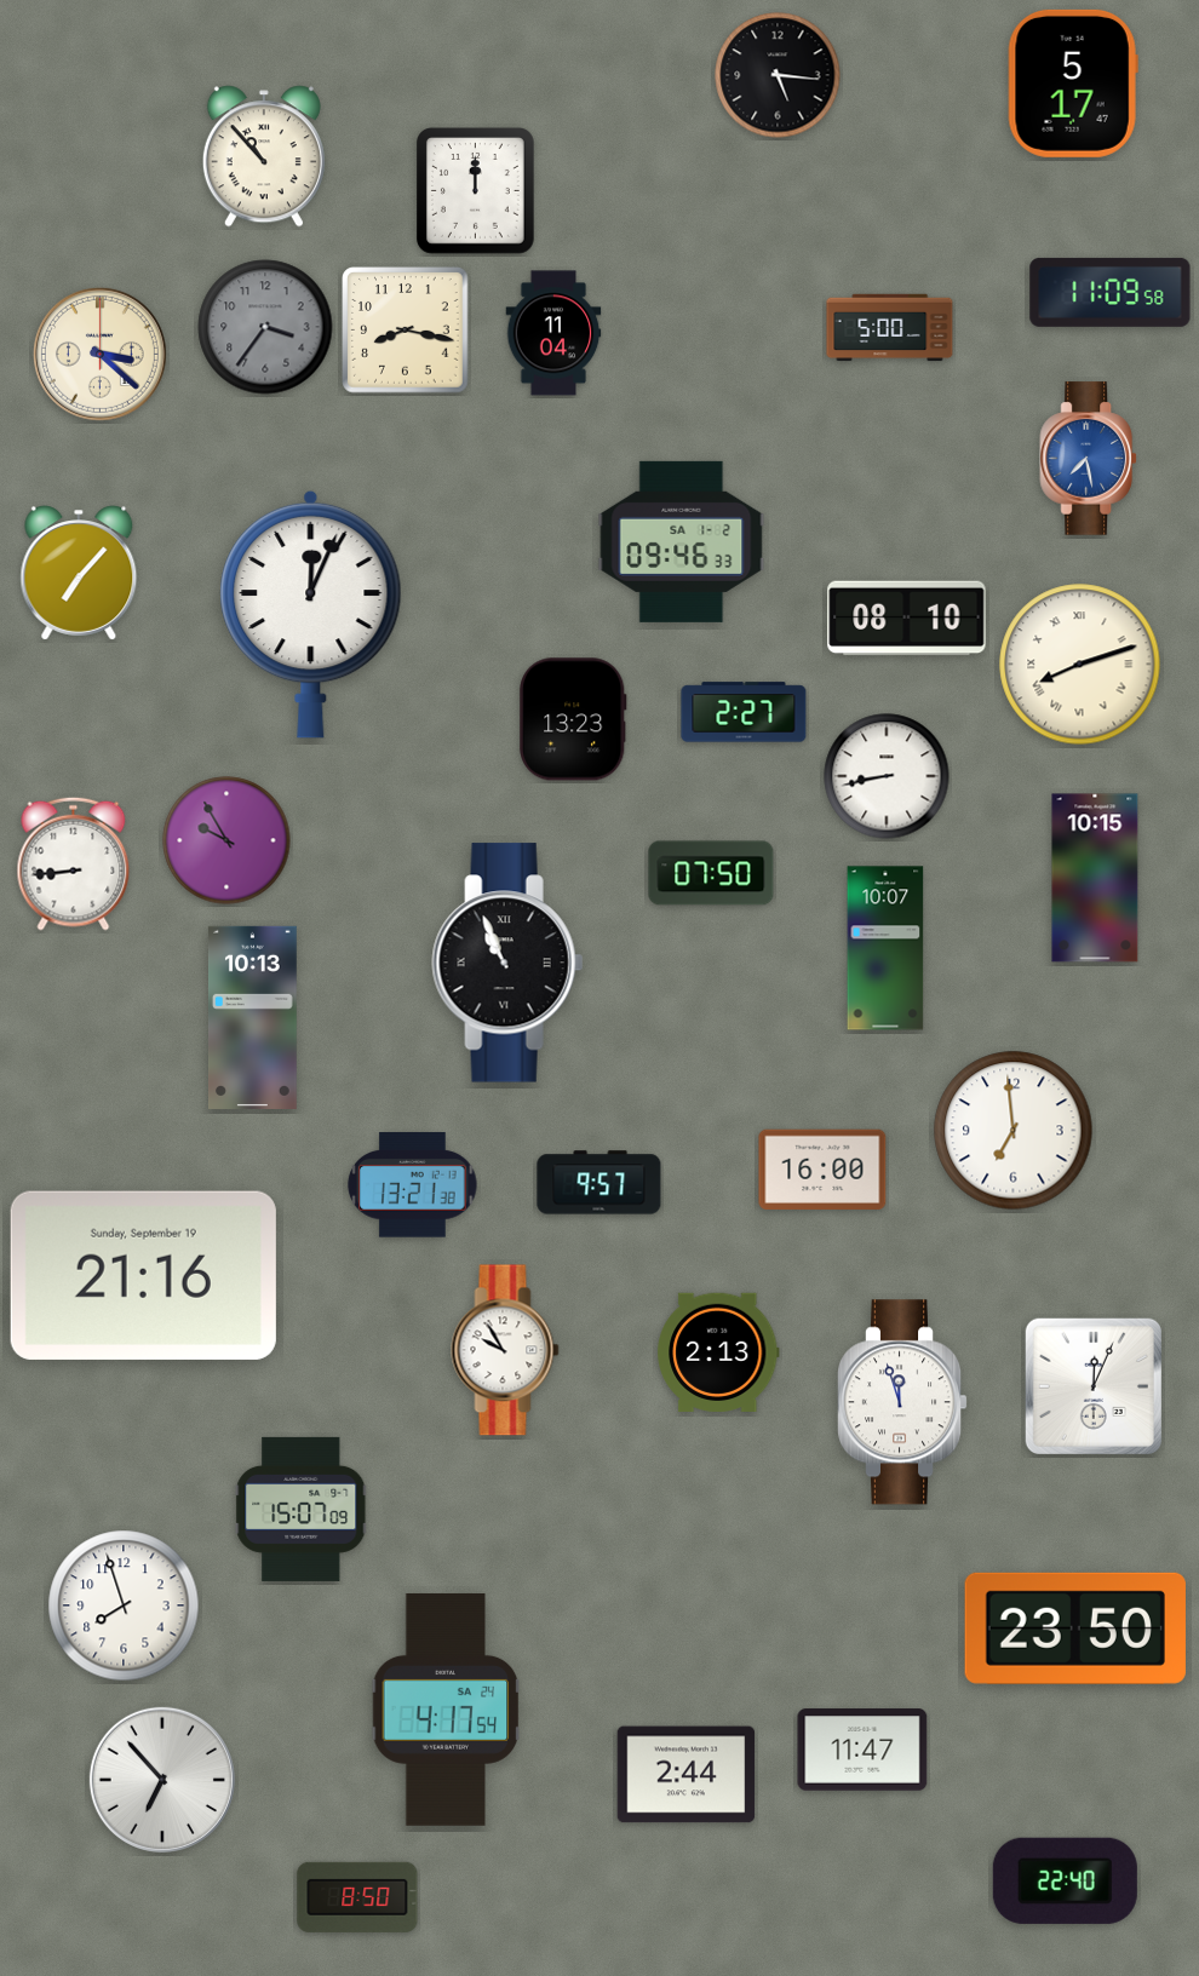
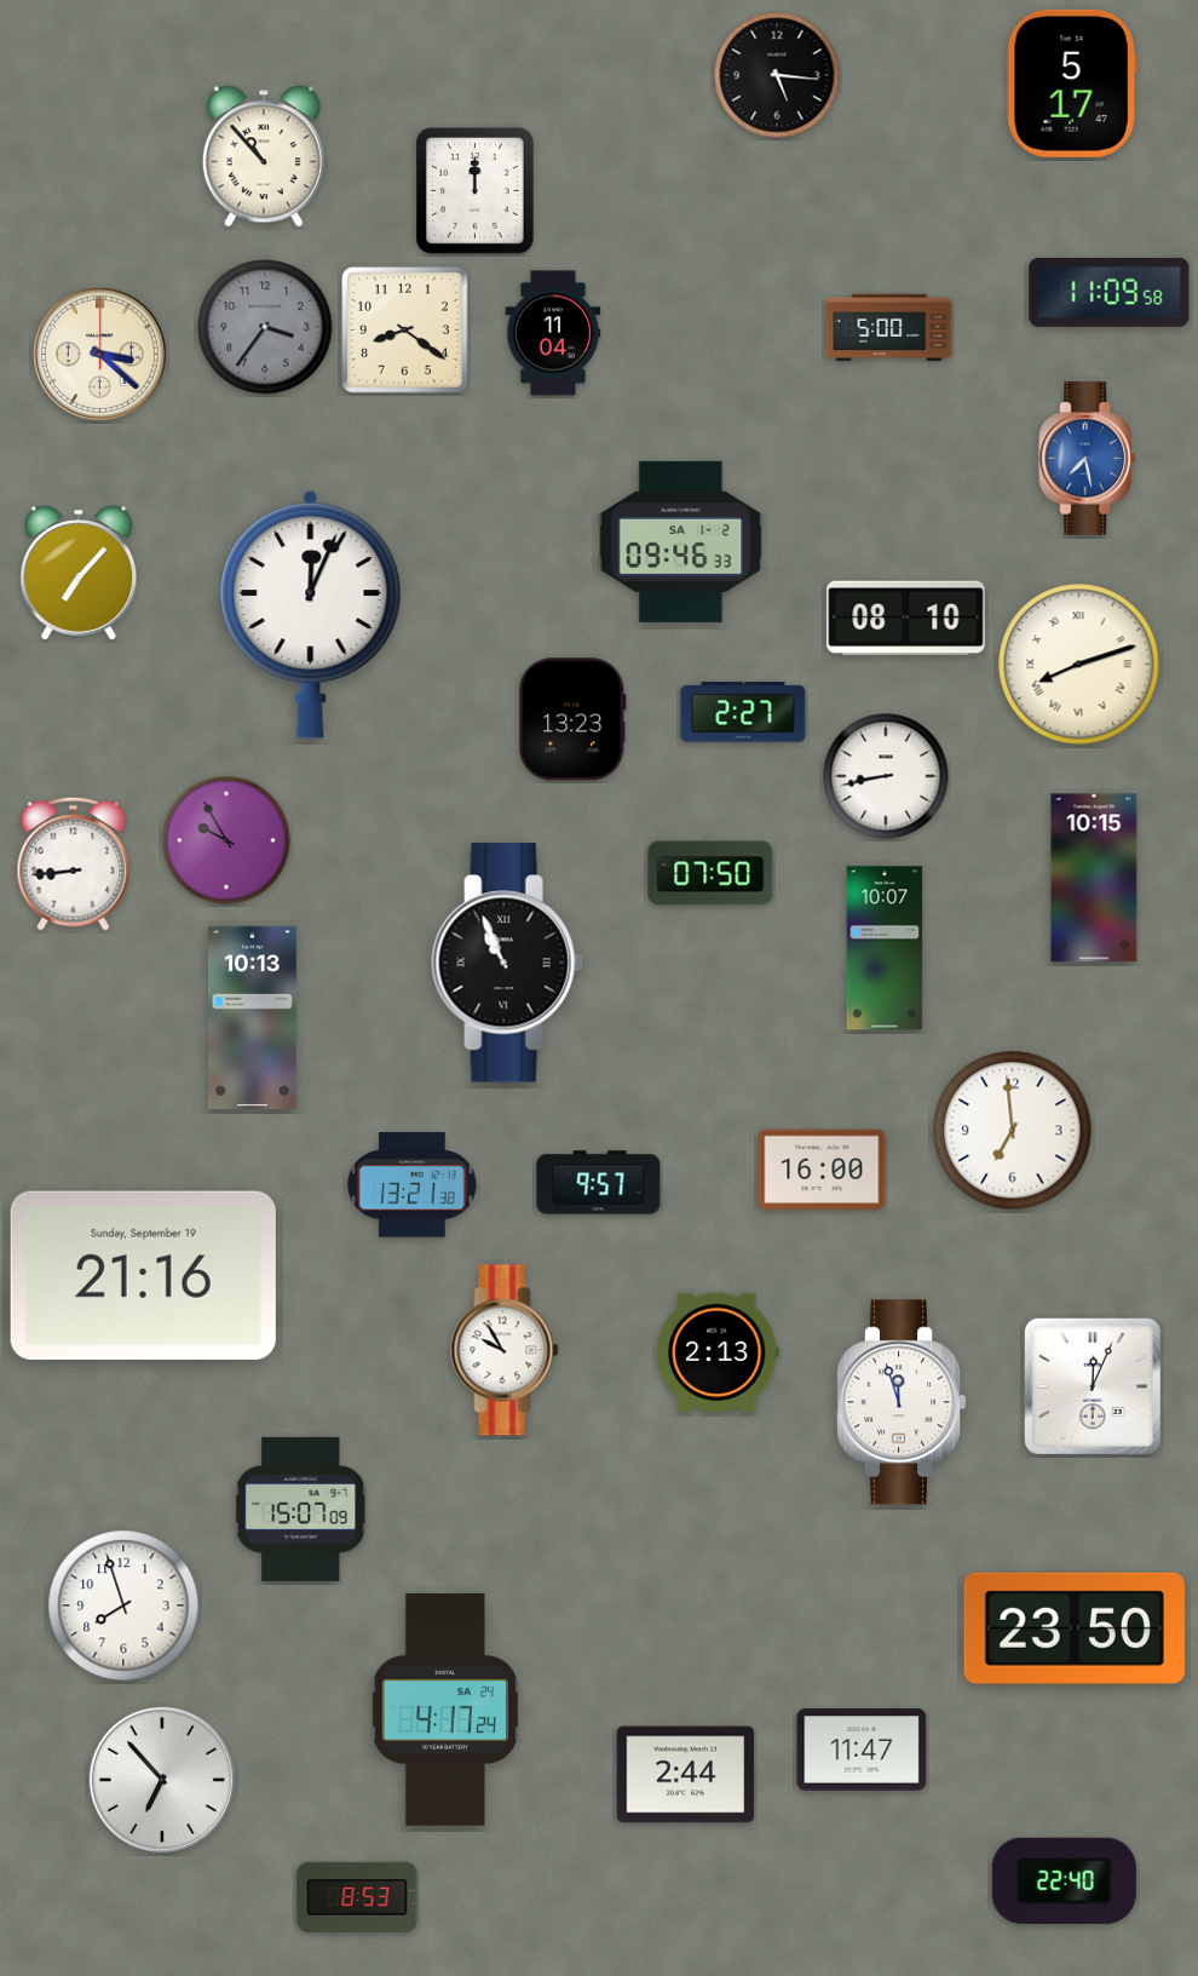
clock at (406, 331): 8:17 -> 8:21
clock at (446, 1710): 4:17:54 -> 4:17:24
clock at (357, 1897): 8:50 -> 8:53
